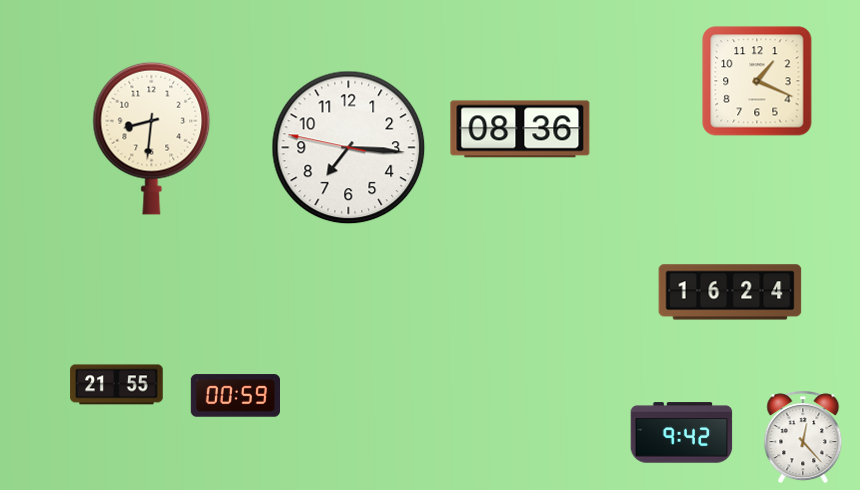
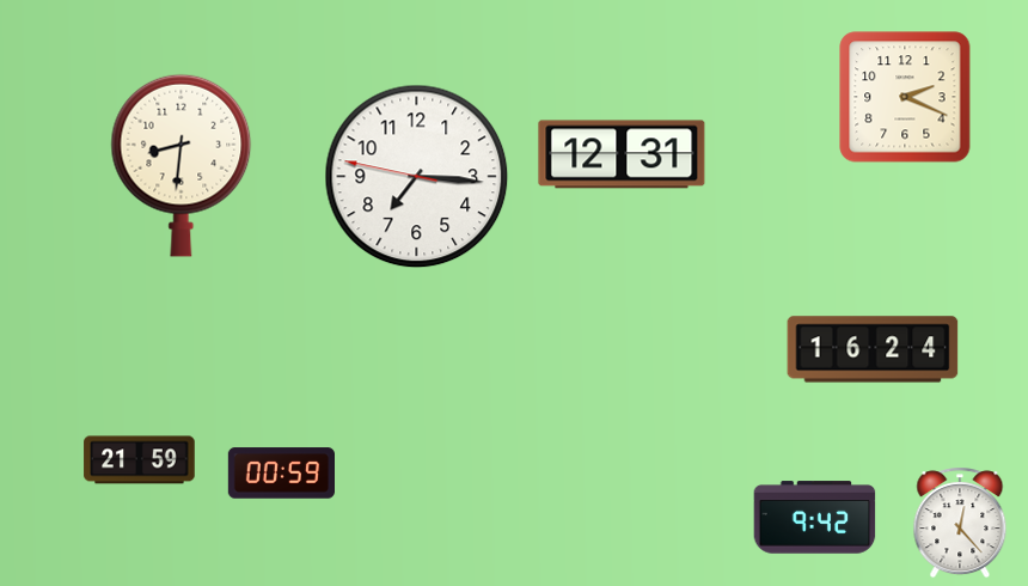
clock at (757, 81): 1:19 -> 2:19
clock at (520, 129): 08:36 -> 12:31
clock at (117, 385): 21:55 -> 21:59
